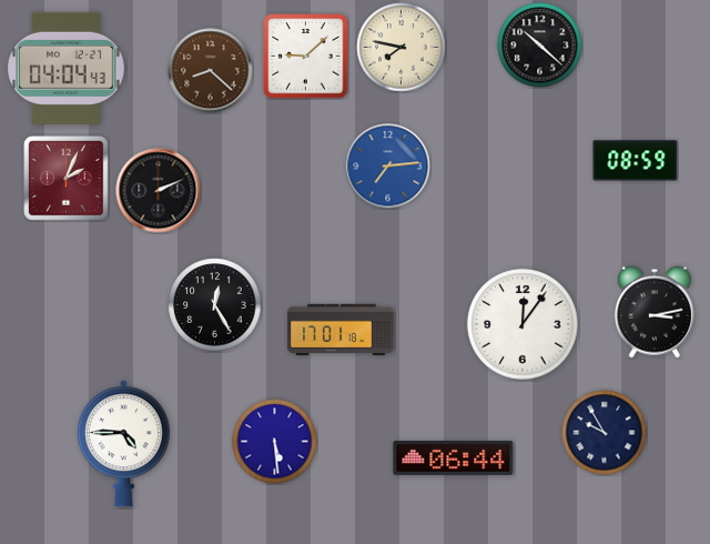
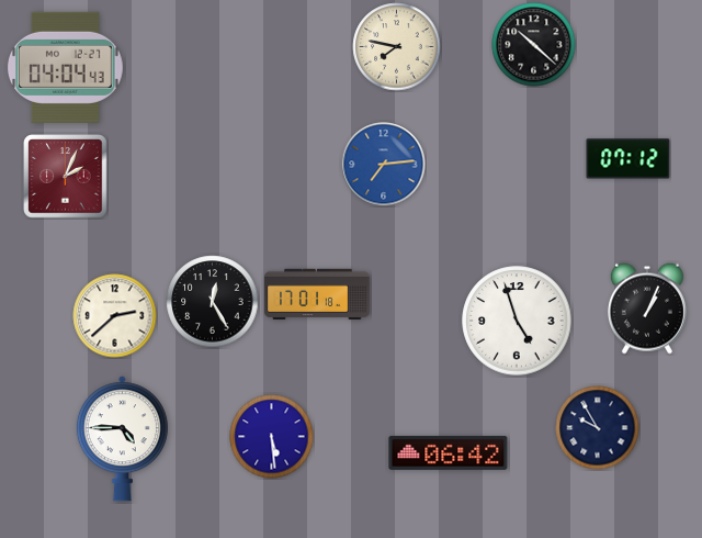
clock at (306, 57): 9:08 -> none
clock at (211, 71): 8:22 -> none
clock at (636, 161): 08:59 -> 07:12
clock at (159, 191): 2:11 -> none
clock at (655, 312): 3:13 -> 1:04
clock at (115, 316): none -> 2:38
clock at (523, 324): 12:06 -> 4:57
clock at (341, 329) position: (341, 329) -> (317, 293)
clock at (454, 457): 06:44 -> 06:42
